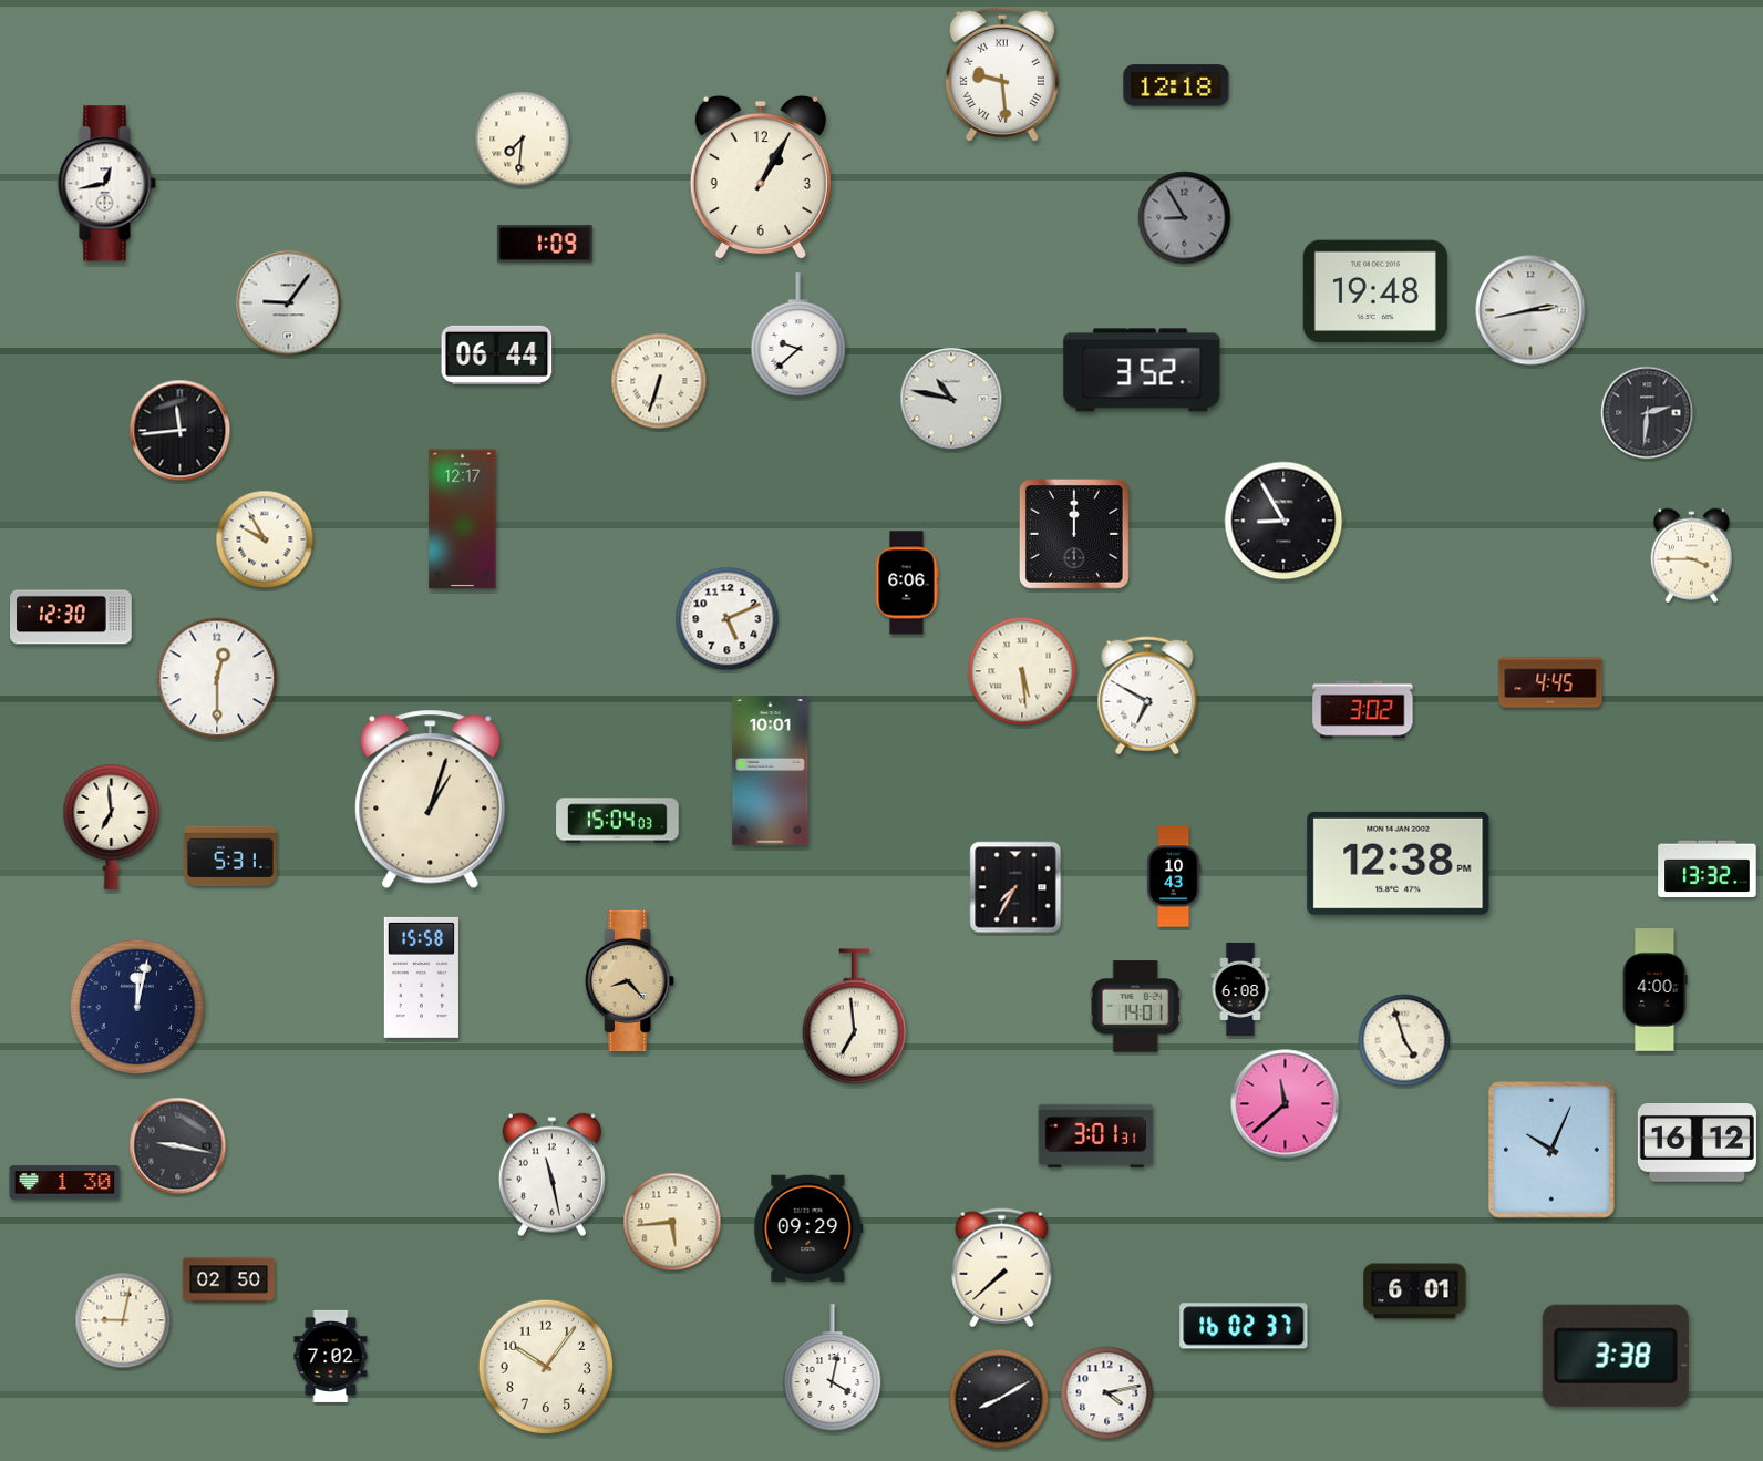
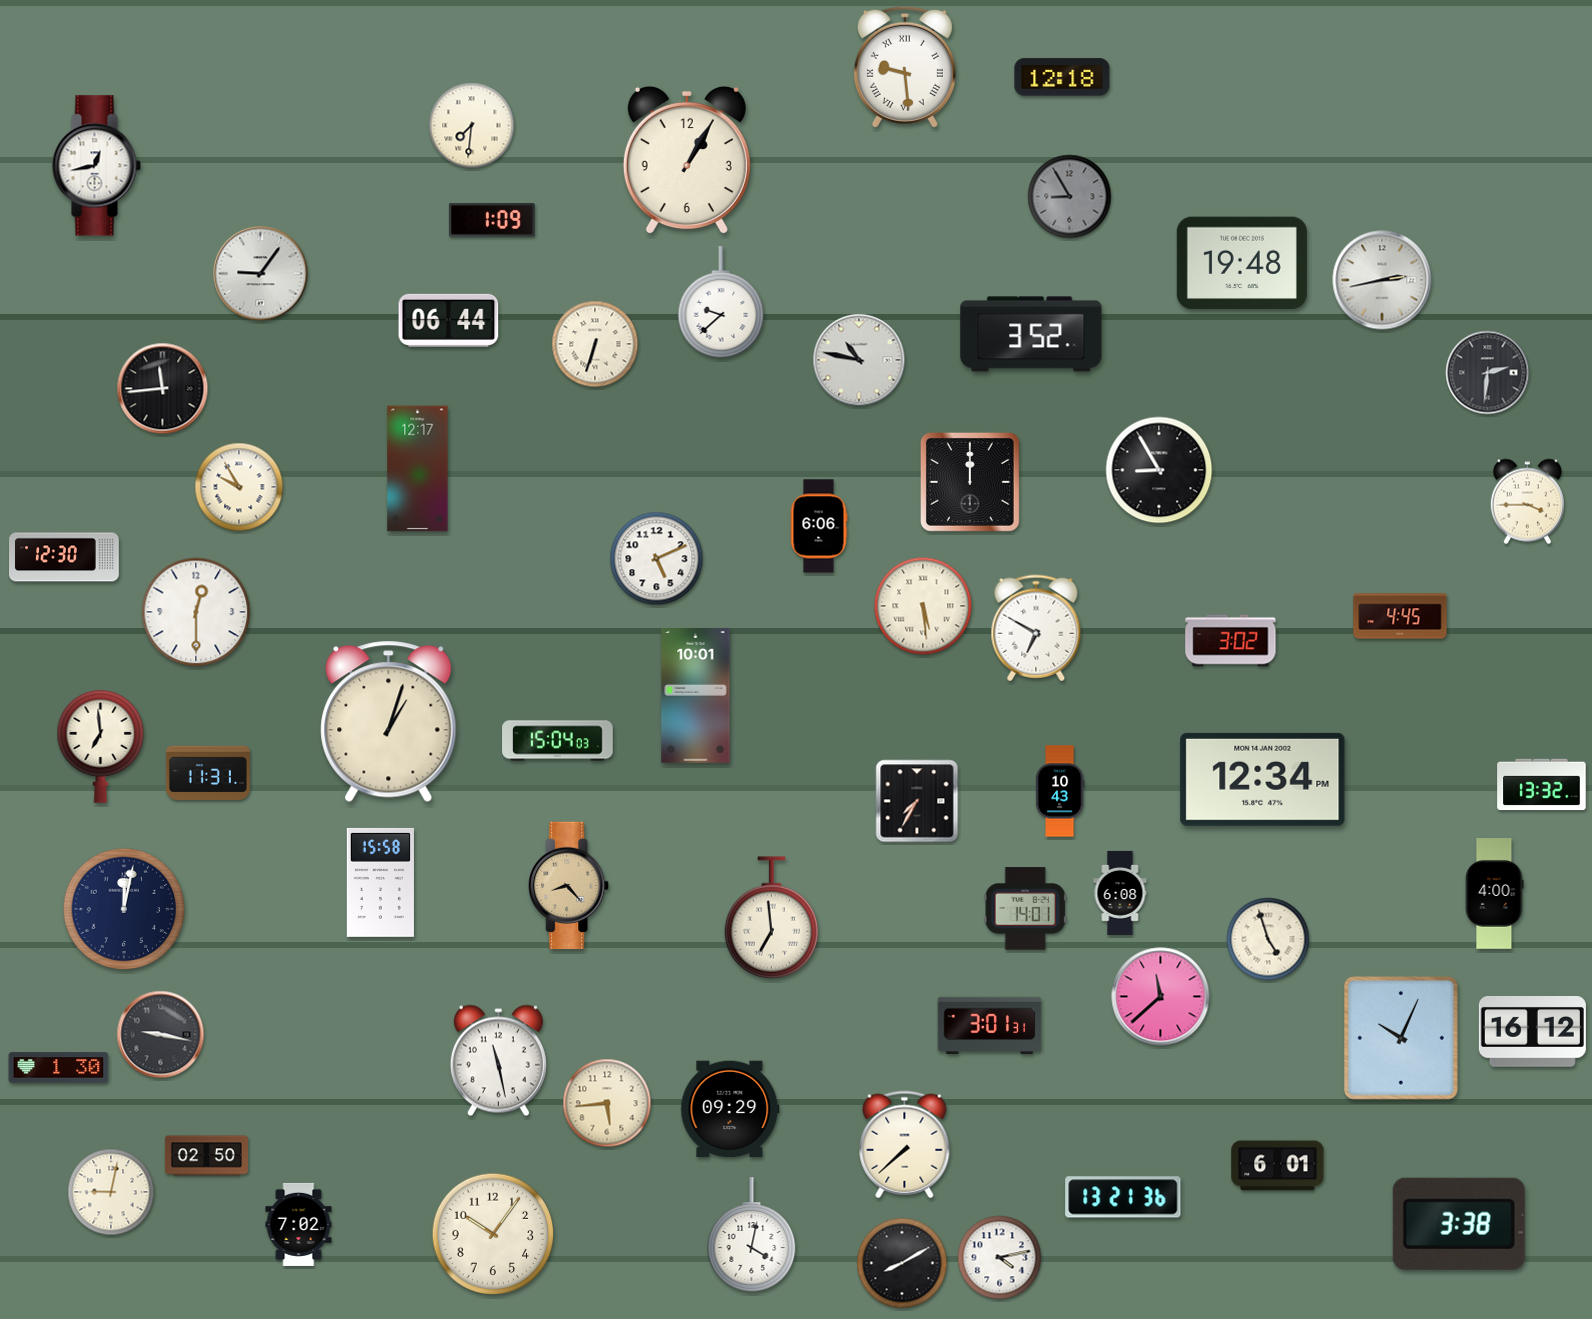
clock at (230, 856): 5:31 -> 11:31
clock at (1399, 863): 12:38 -> 12:34
clock at (1244, 1326): 16:02 -> 13:21
